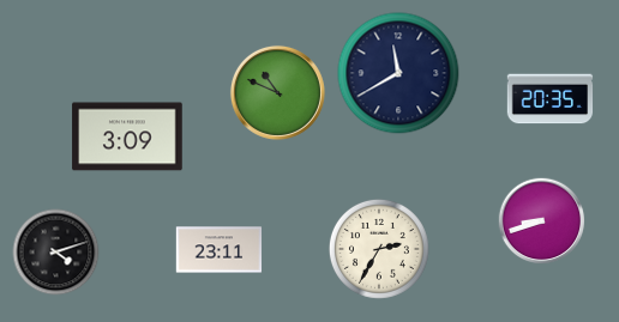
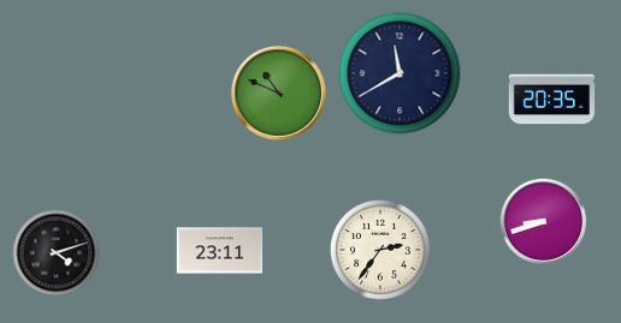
clock at (127, 136): 3:09 -> none
clock at (379, 249): 2:35 -> 2:36
